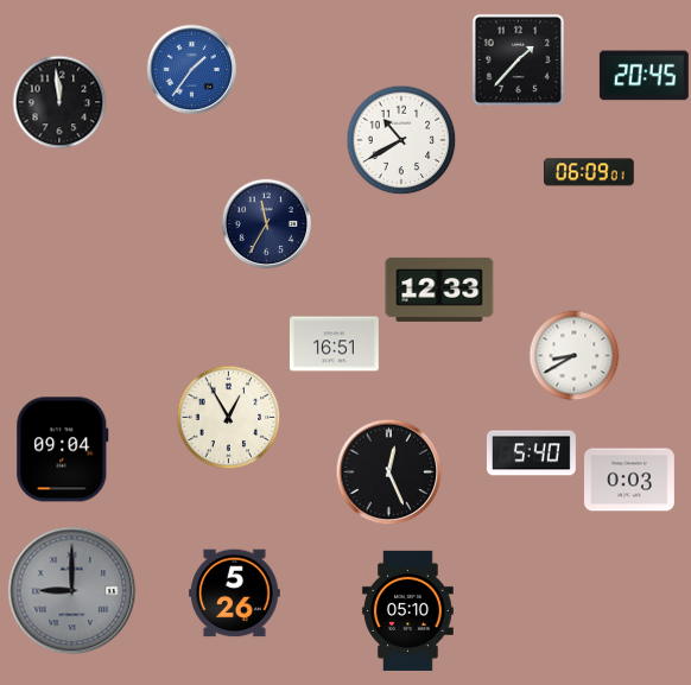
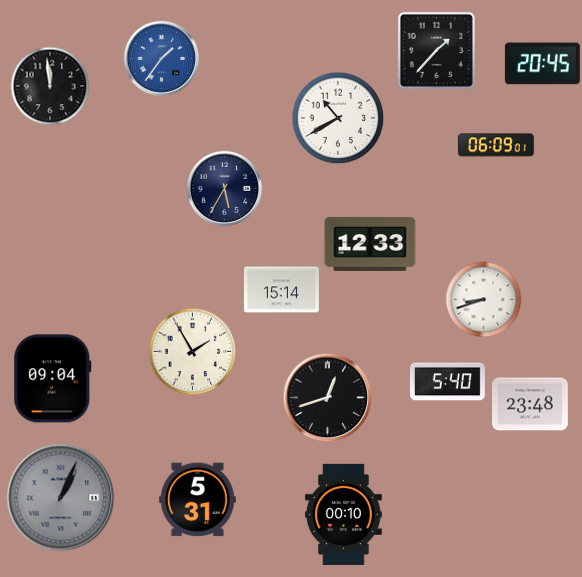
clock at (267, 224): 11:35 -> 5:35
clock at (334, 344): 16:51 -> 15:14
clock at (575, 356): 8:40 -> 8:42
clock at (229, 418): 12:55 -> 1:55
clock at (389, 472): 12:26 -> 12:42
clock at (630, 480): 0:03 -> 23:48
clock at (72, 591): 9:00 -> 1:04
clock at (235, 594): 5:26 -> 5:31
clock at (407, 610): 05:10 -> 00:10
